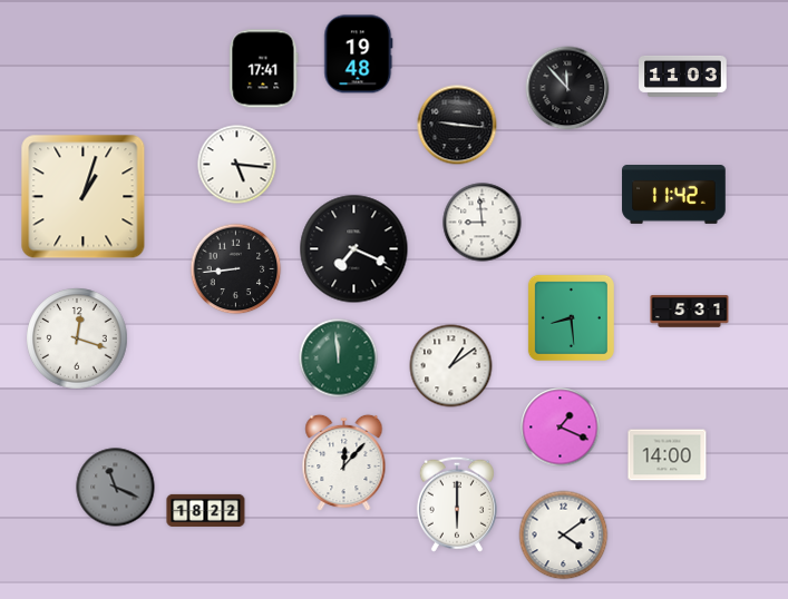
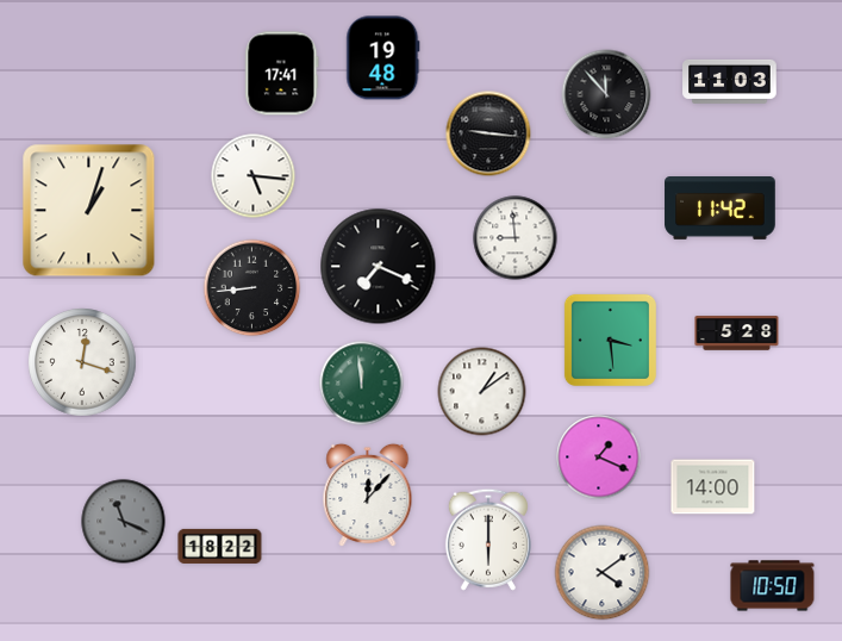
clock at (690, 312): 5:31 -> 5:28
clock at (571, 317): 8:29 -> 3:29
clock at (773, 586): none -> 10:50
